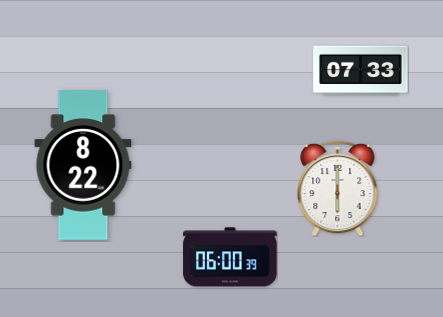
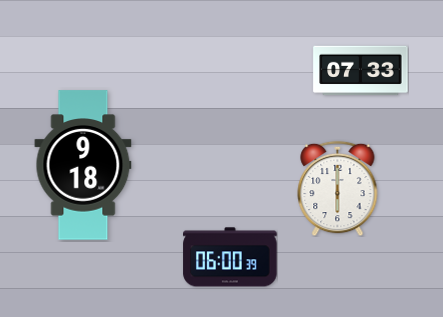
clock at (83, 165): 8:22 -> 9:18
